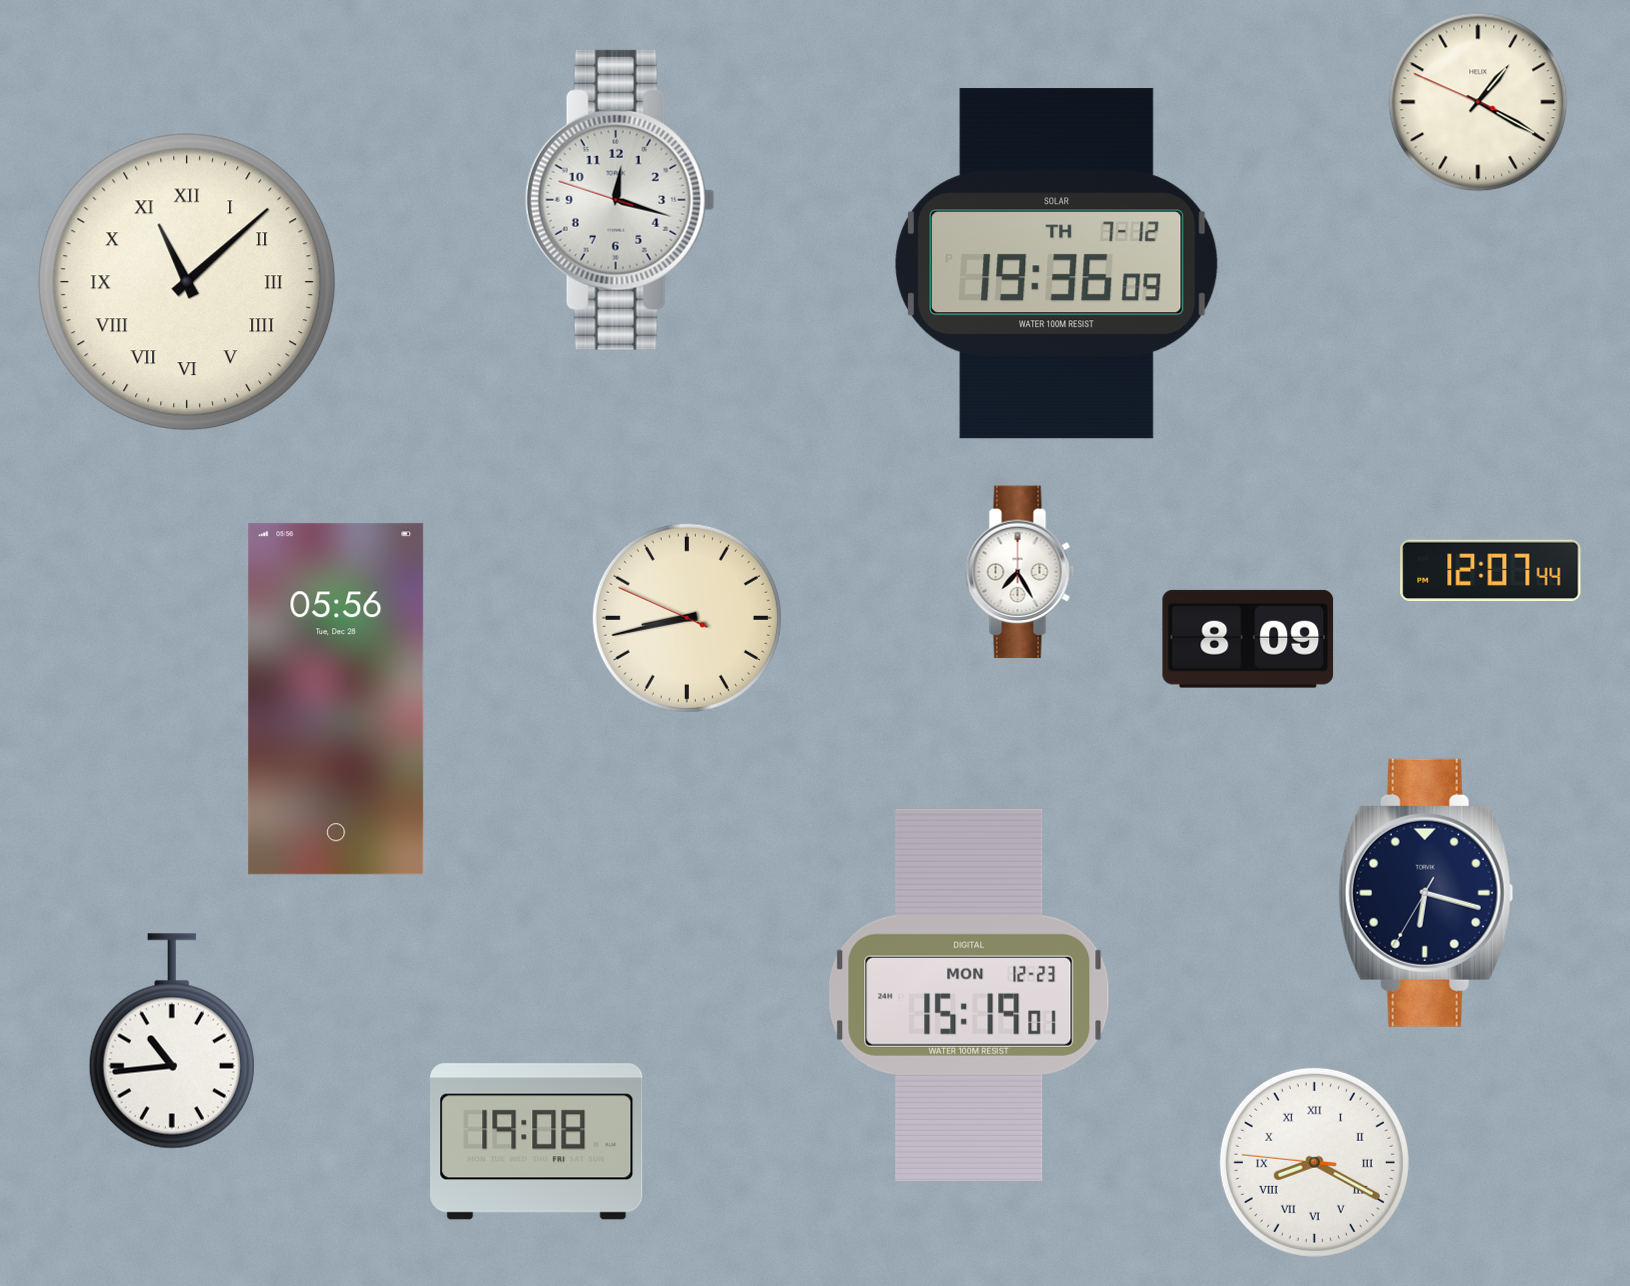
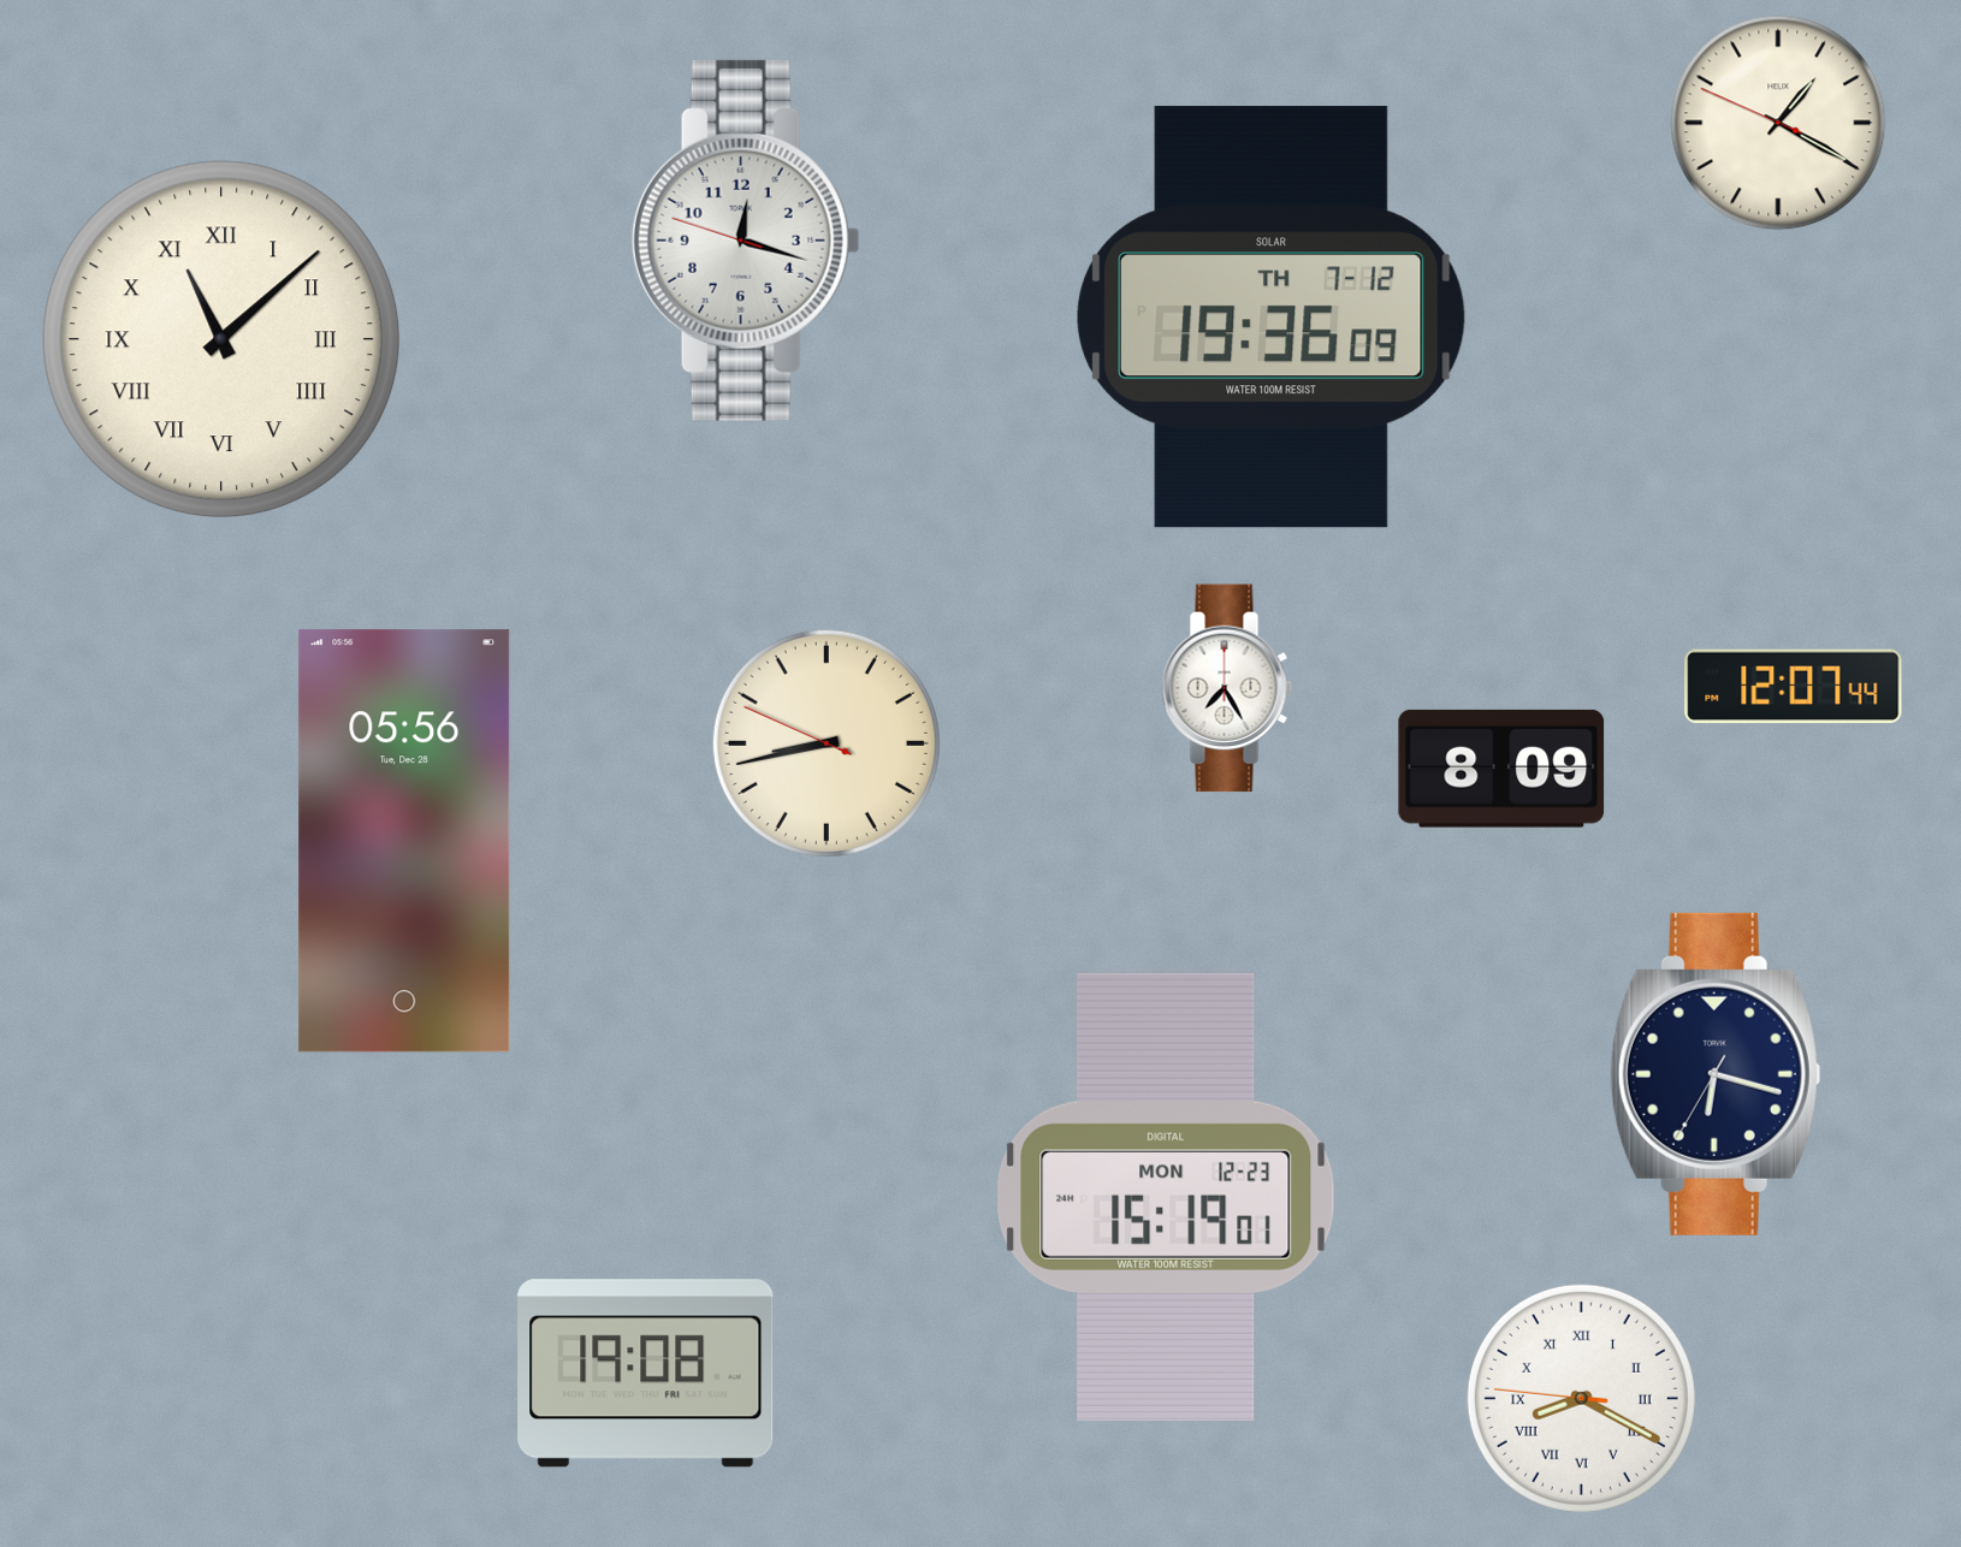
clock at (187, 282) position: (187, 282) -> (221, 339)
clock at (172, 1041): 10:44 -> none
